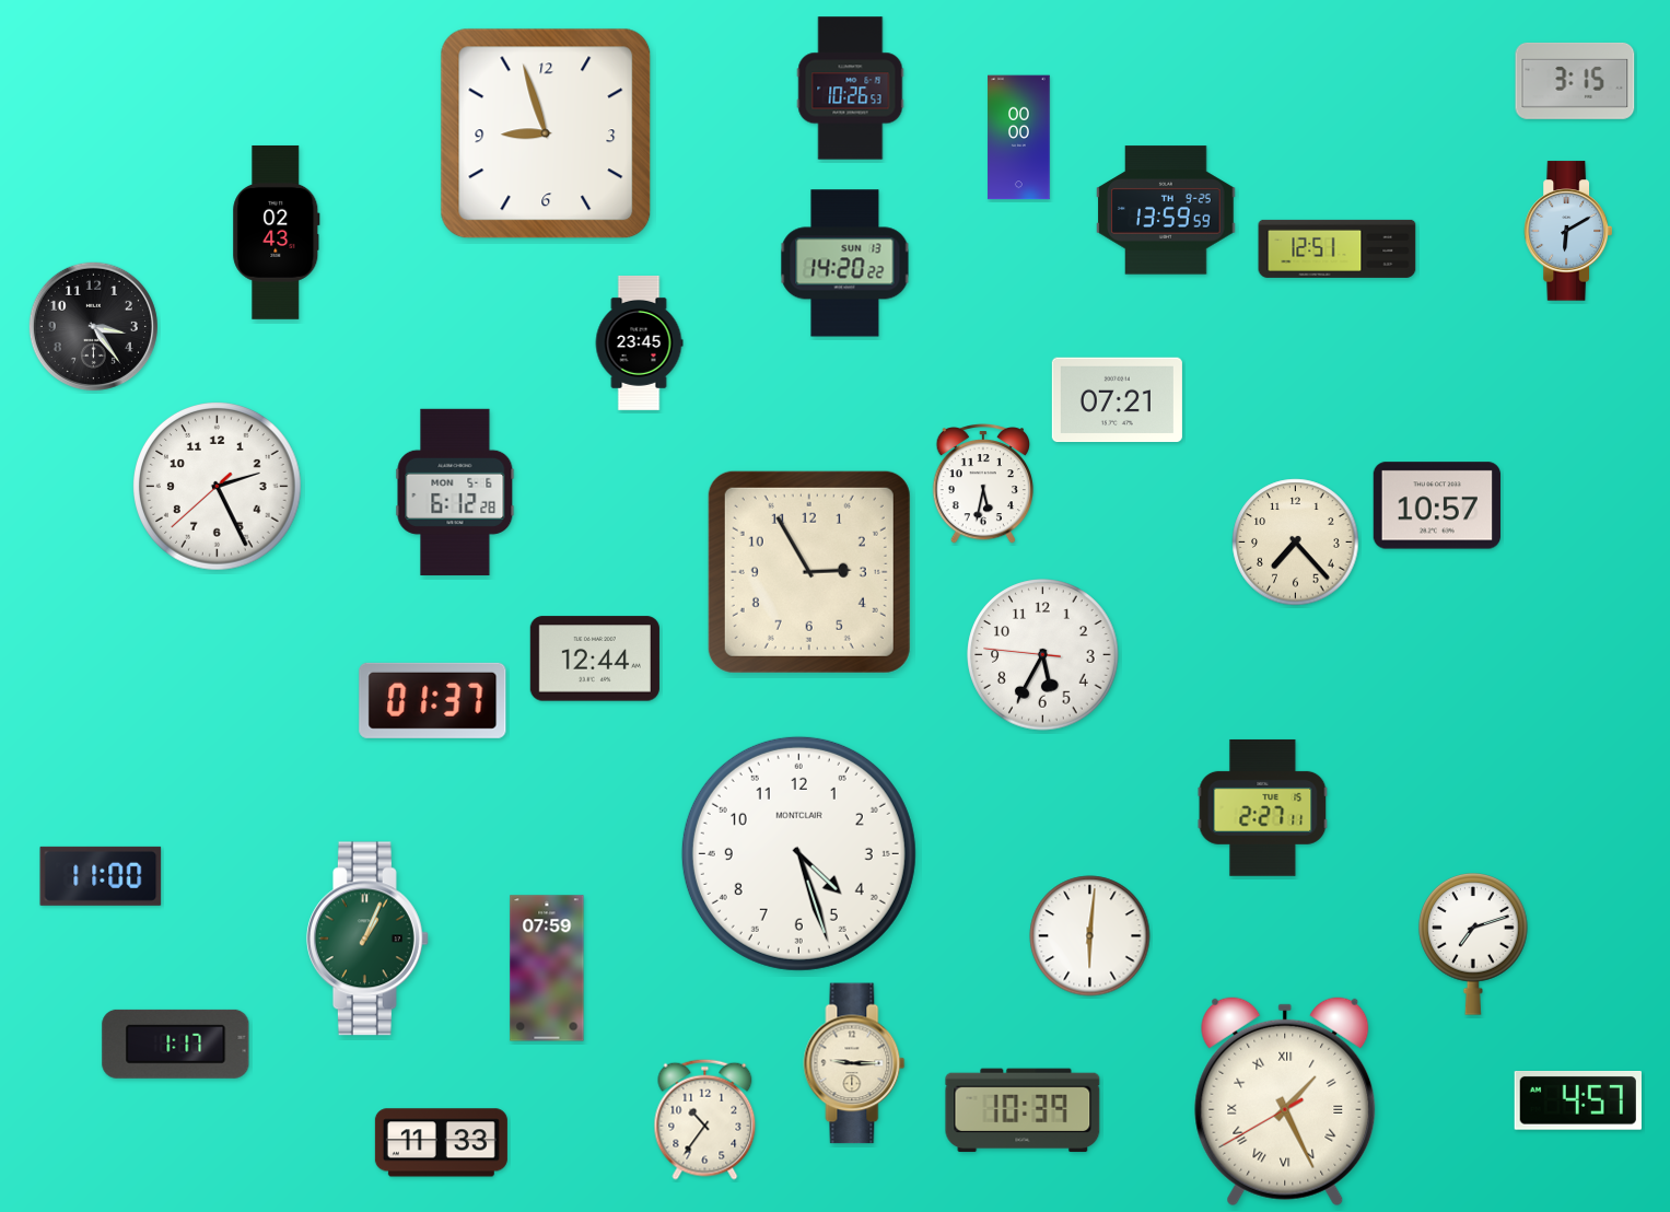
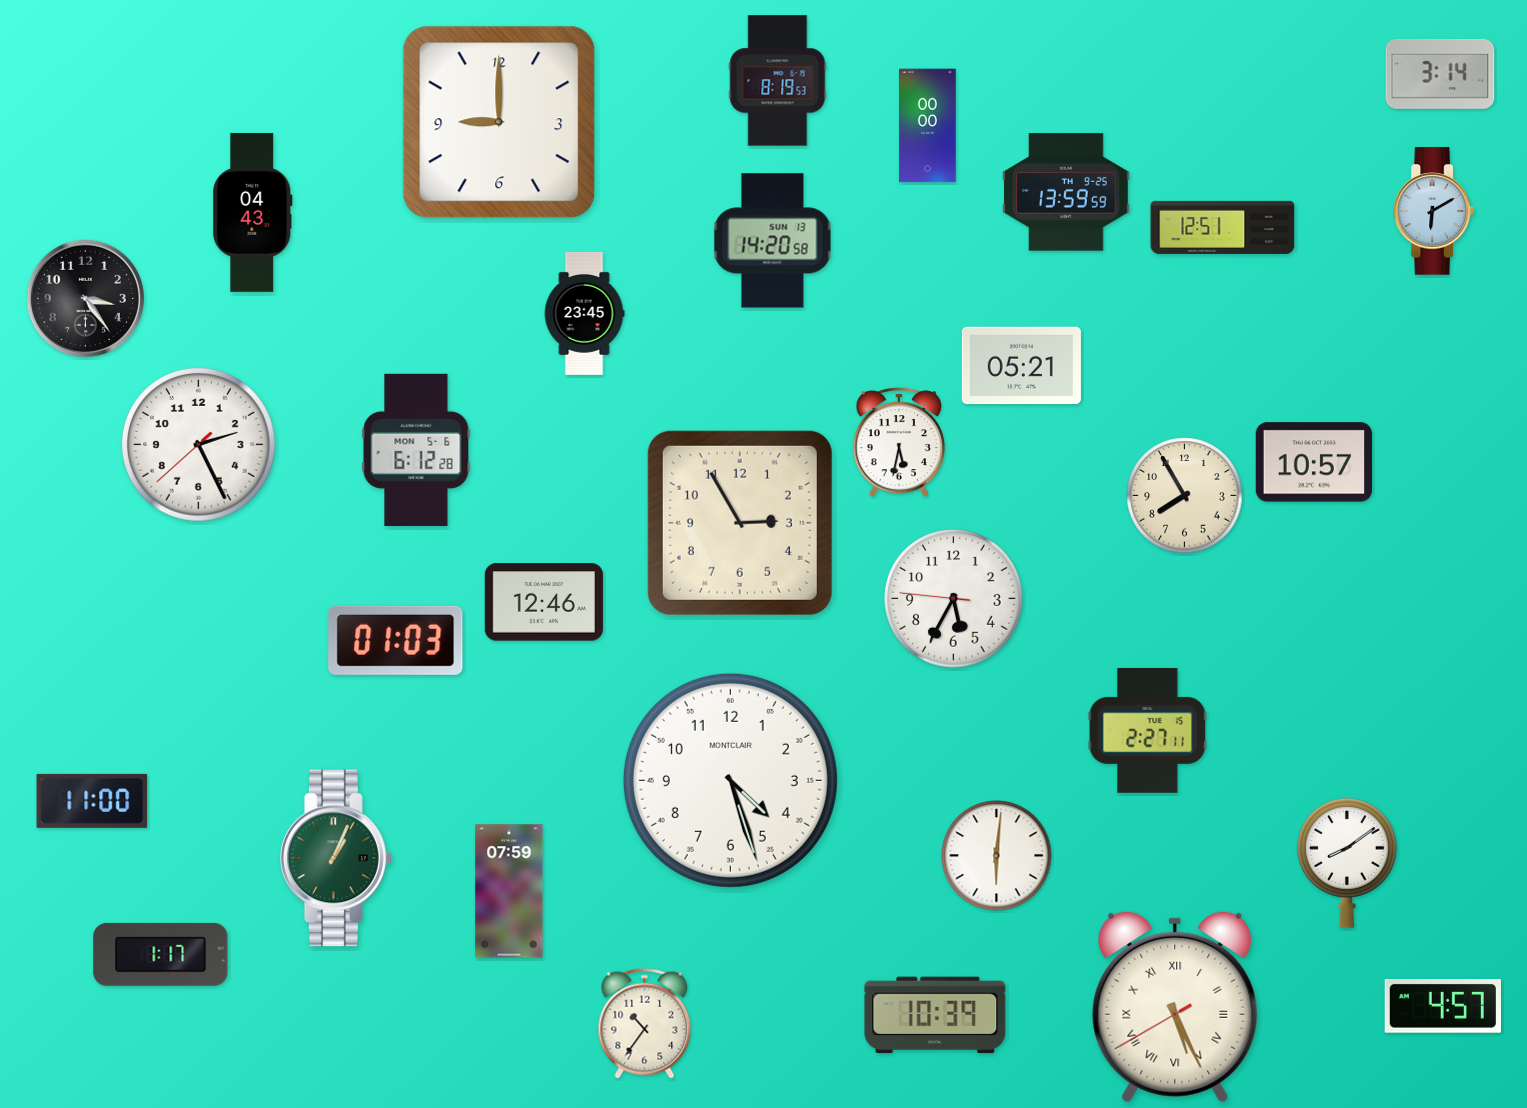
clock at (1575, 81): 3:15 -> 3:14
clock at (851, 89): 10:26 -> 8:19
clock at (546, 133): 8:57 -> 9:00
clock at (1019, 138) position: (1019, 138) -> (928, 126)
clock at (277, 232): 02:43 -> 04:43
clock at (845, 264): 14:20:22 -> 14:20:58
clock at (1117, 400): 07:21 -> 05:21
clock at (1296, 543): 7:23 -> 7:55
clock at (595, 659): 12:44 -> 12:46
clock at (433, 700): 01:37 -> 01:03
clock at (1263, 807) position: (1263, 807) -> (1148, 730)
clock at (1473, 944): 7:12 -> 8:09
clock at (547, 968) position: (547, 968) -> (509, 891)
clock at (854, 1063): 9:15 -> none
clock at (1285, 1102): 1:25 -> 5:25
clock at (441, 1143): 11:33 -> none
